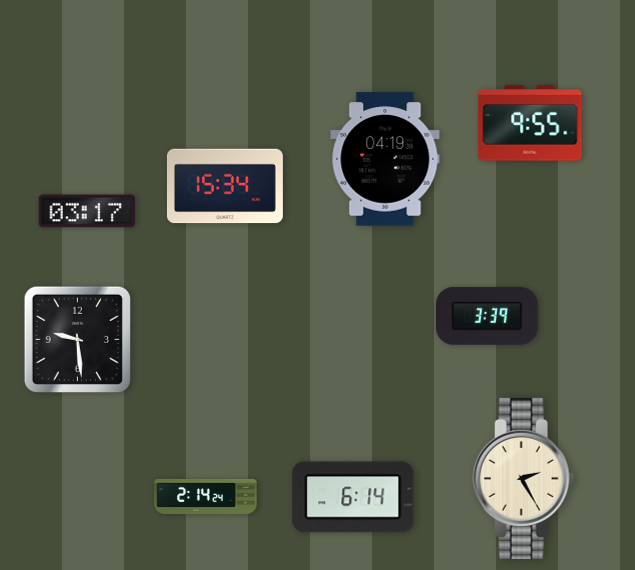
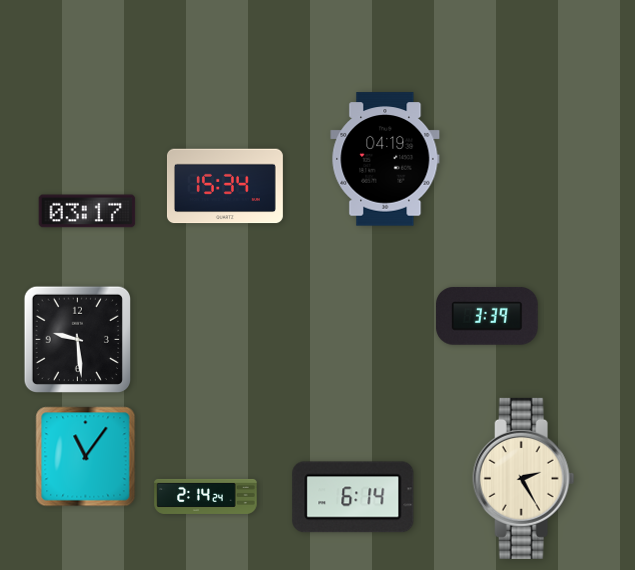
clock at (530, 123): 9:55 -> none
clock at (86, 457): none -> 11:06
